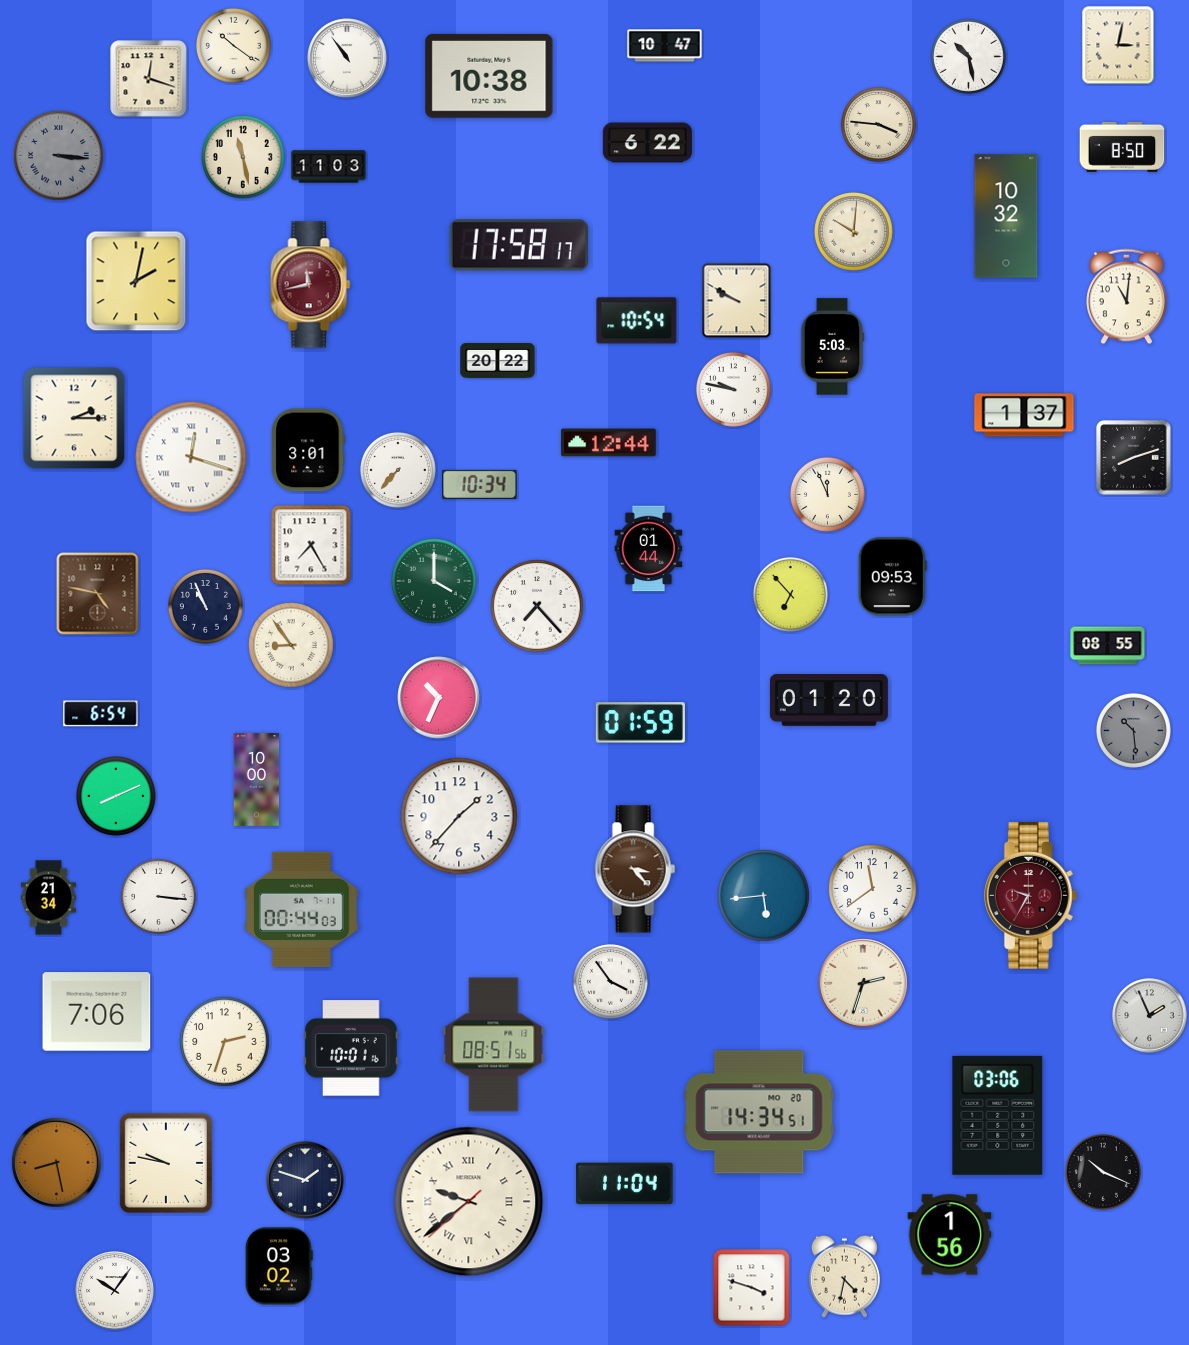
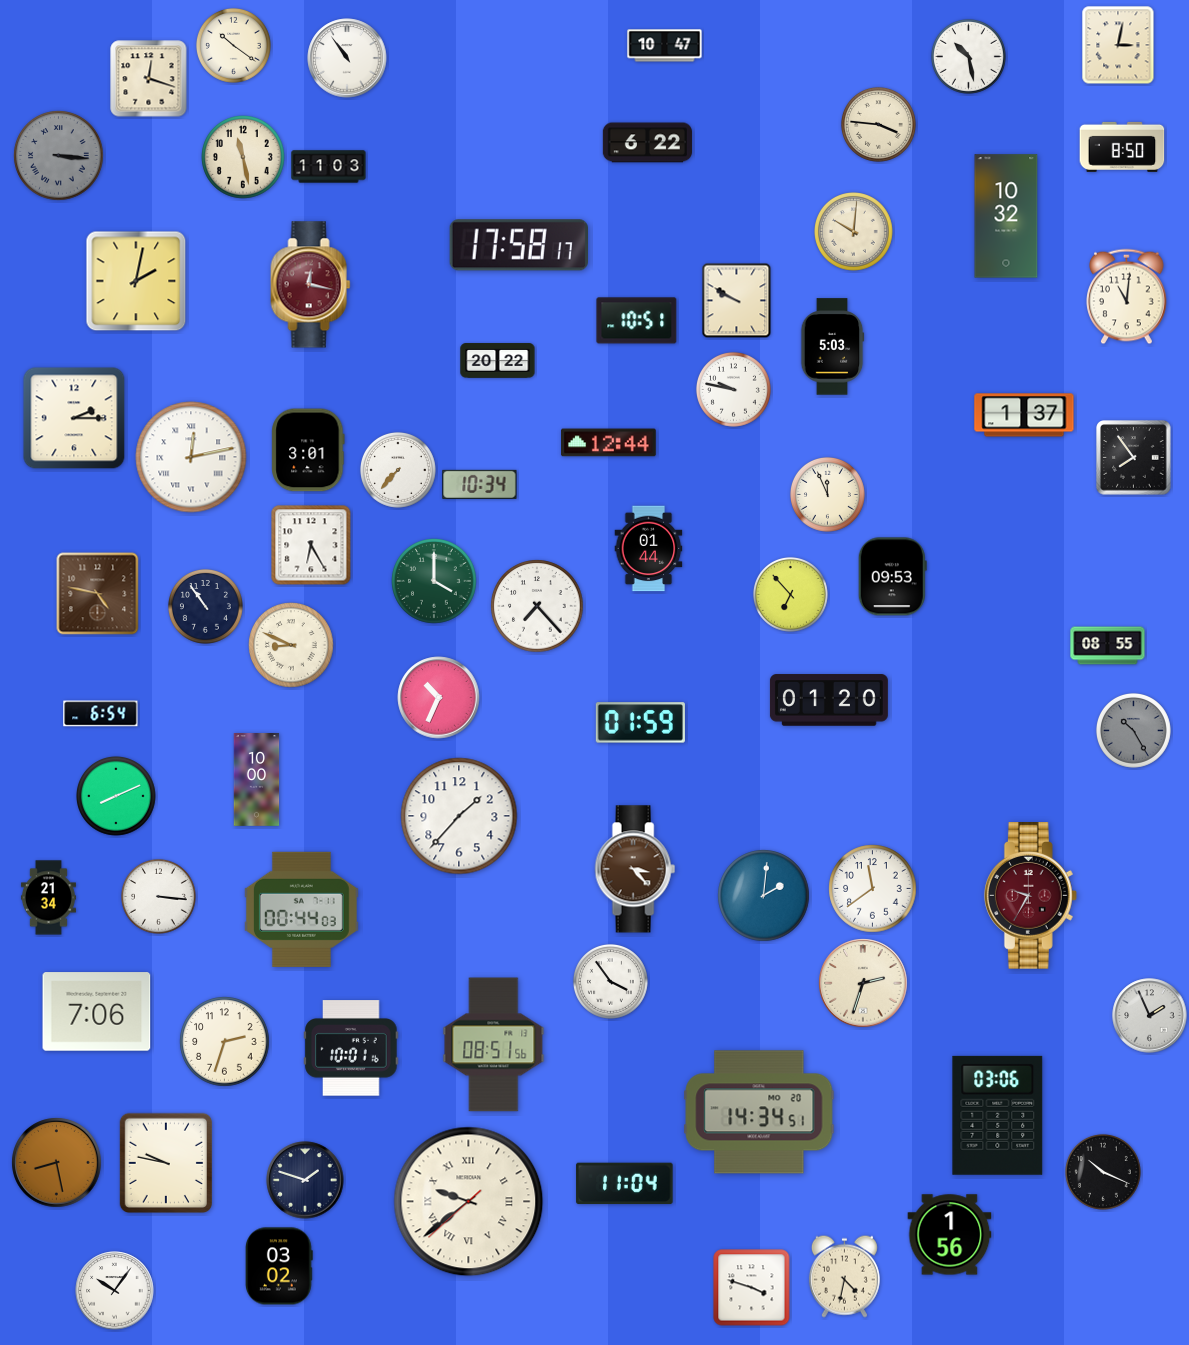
clock at (489, 76): 10:38 -> none
clock at (311, 285): 11:43 -> 12:17
clock at (637, 321): 10:54 -> 10:51
clock at (191, 457): 12:18 -> 12:13
clock at (1134, 458): 8:12 -> 7:54
clock at (311, 545): 7:25 -> 6:25
clock at (205, 606): 10:56 -> 10:54
clock at (291, 645): 8:54 -> 8:49
clock at (1133, 730): 10:29 -> 10:25
clock at (764, 896): 5:44 -> 2:01
